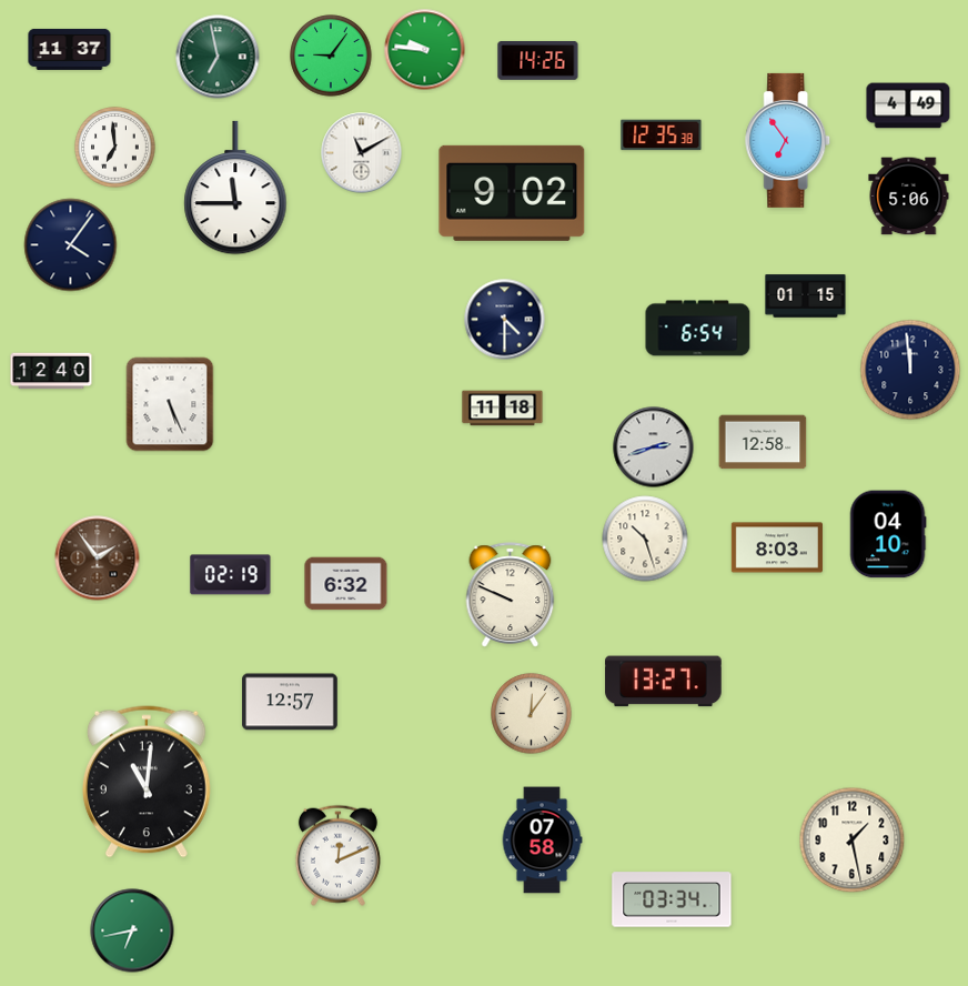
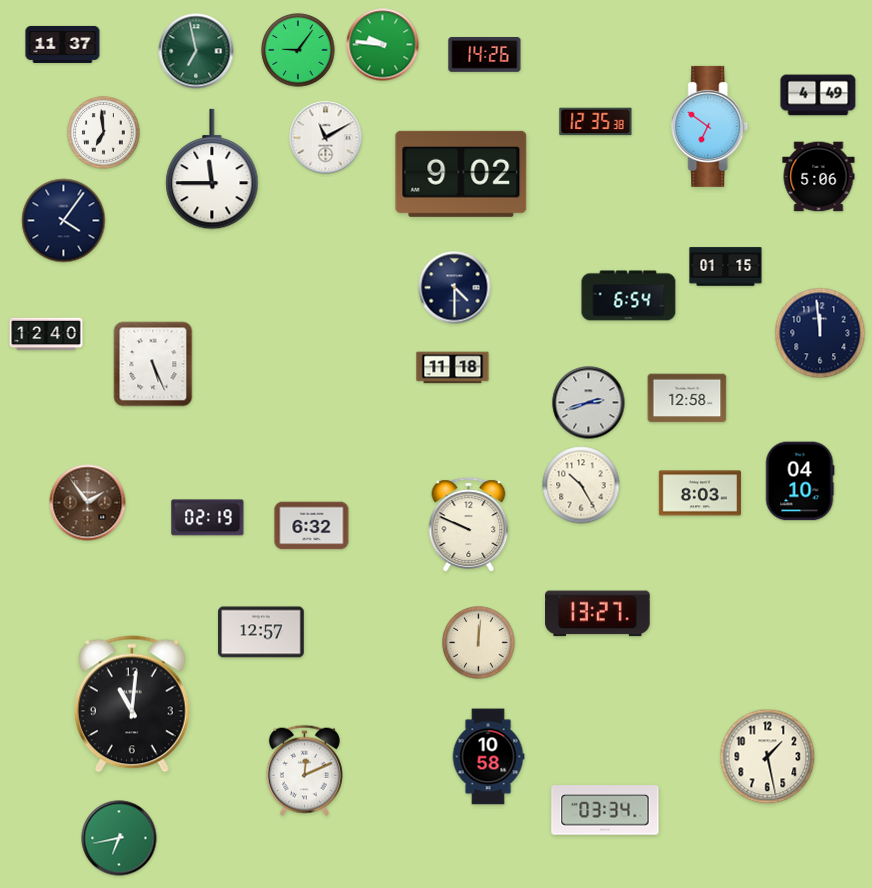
clock at (788, 140): 6:54 -> 6:51
clock at (645, 539): 10:27 -> 10:25
clock at (511, 595) position: (511, 595) -> (469, 525)
clock at (532, 714): 12:06 -> 12:01
clock at (542, 841): 07:58 -> 10:58
